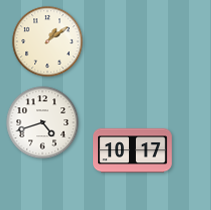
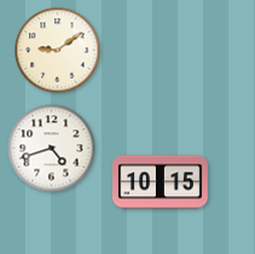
clock at (48, 42): 1:09 -> 9:09
clock at (133, 151): 10:17 -> 10:15
